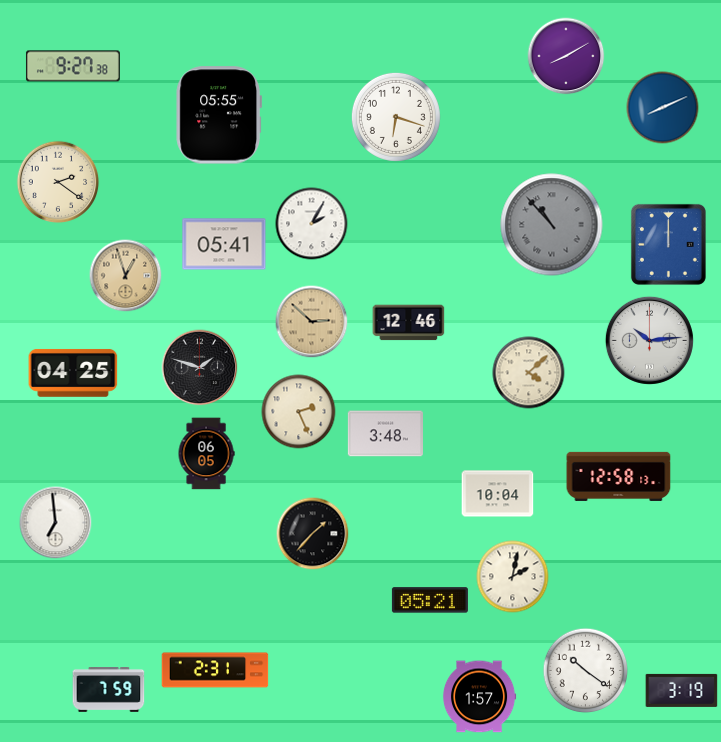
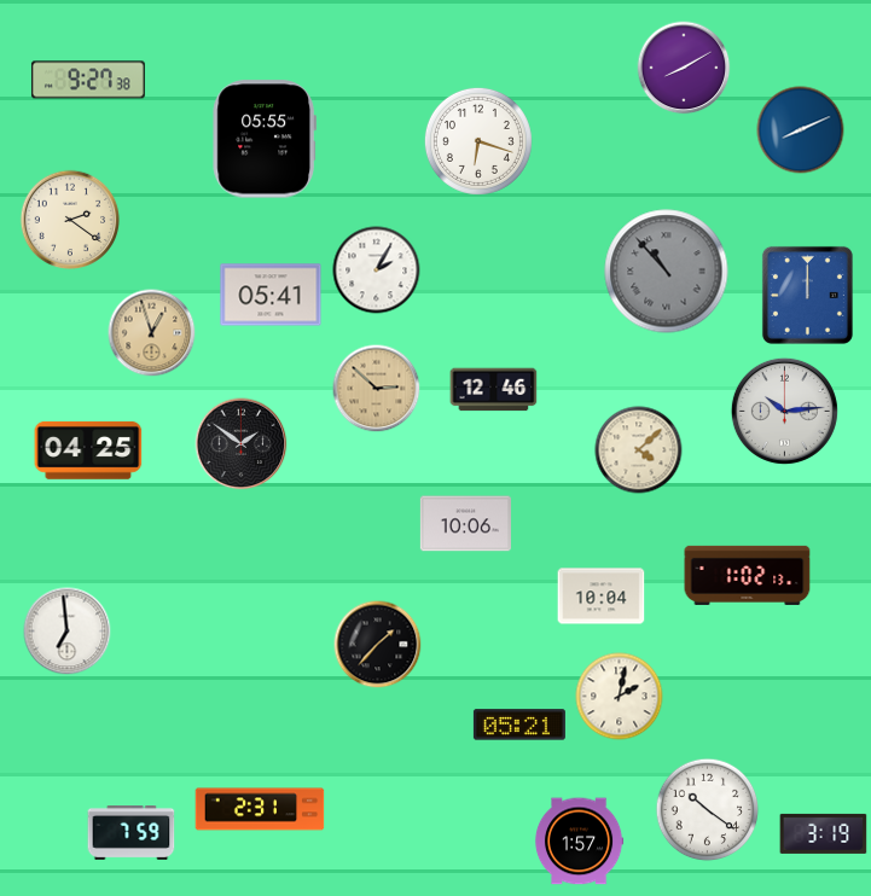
clock at (200, 368): 1:48 -> 1:51
clock at (299, 412): 2:26 -> none
clock at (385, 434): 3:48 -> 10:06
clock at (206, 454): 06:05 -> none
clock at (619, 476): 12:58 -> 1:02
